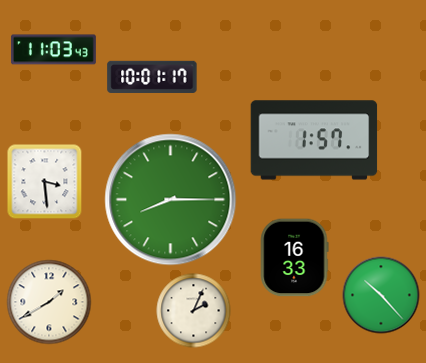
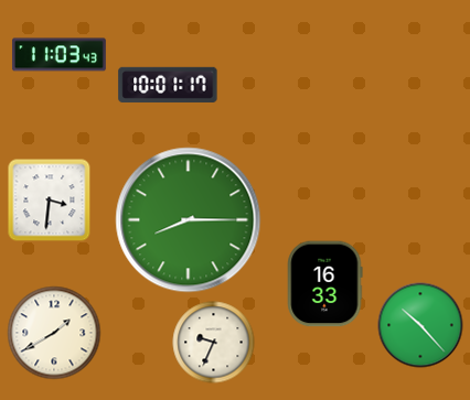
clock at (314, 140): 1:57 -> none
clock at (45, 182): 3:29 -> 3:31
clock at (194, 311): 2:04 -> 9:34
